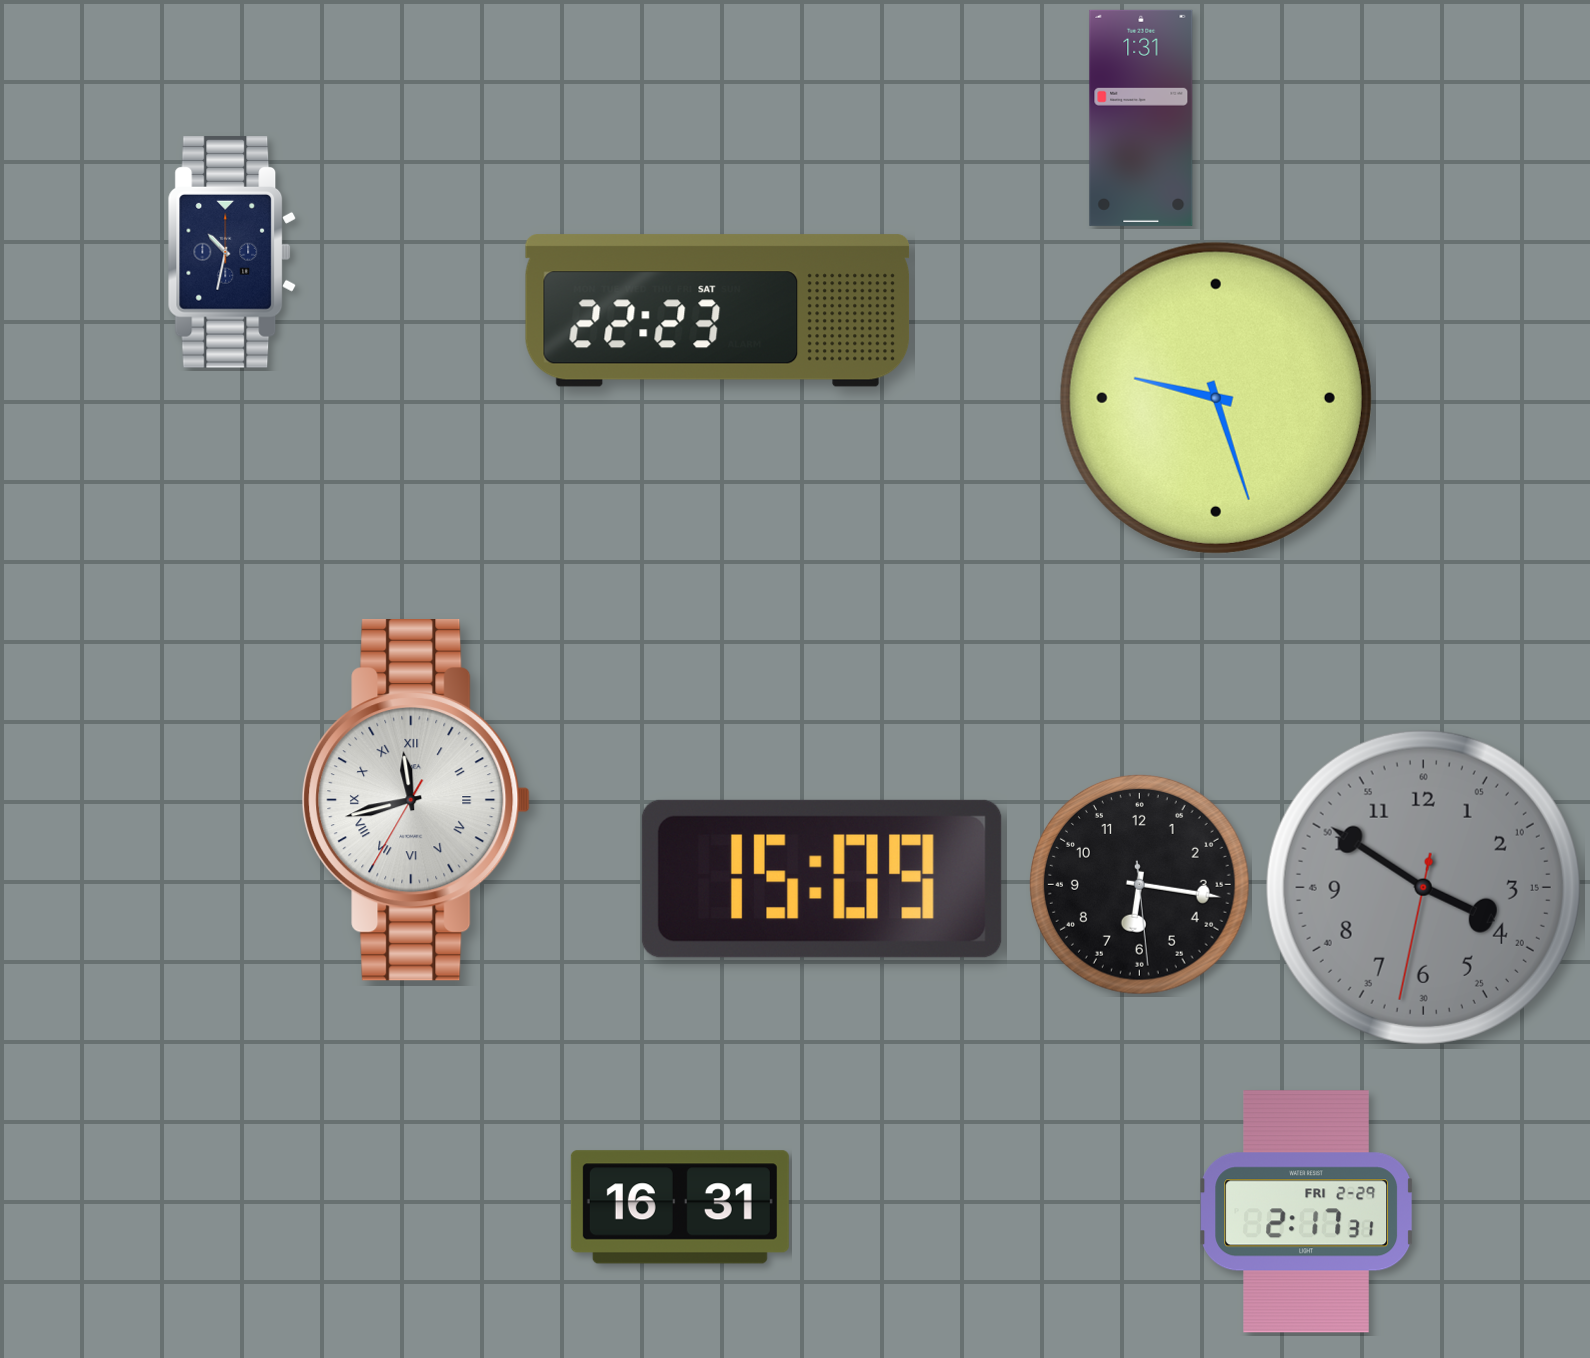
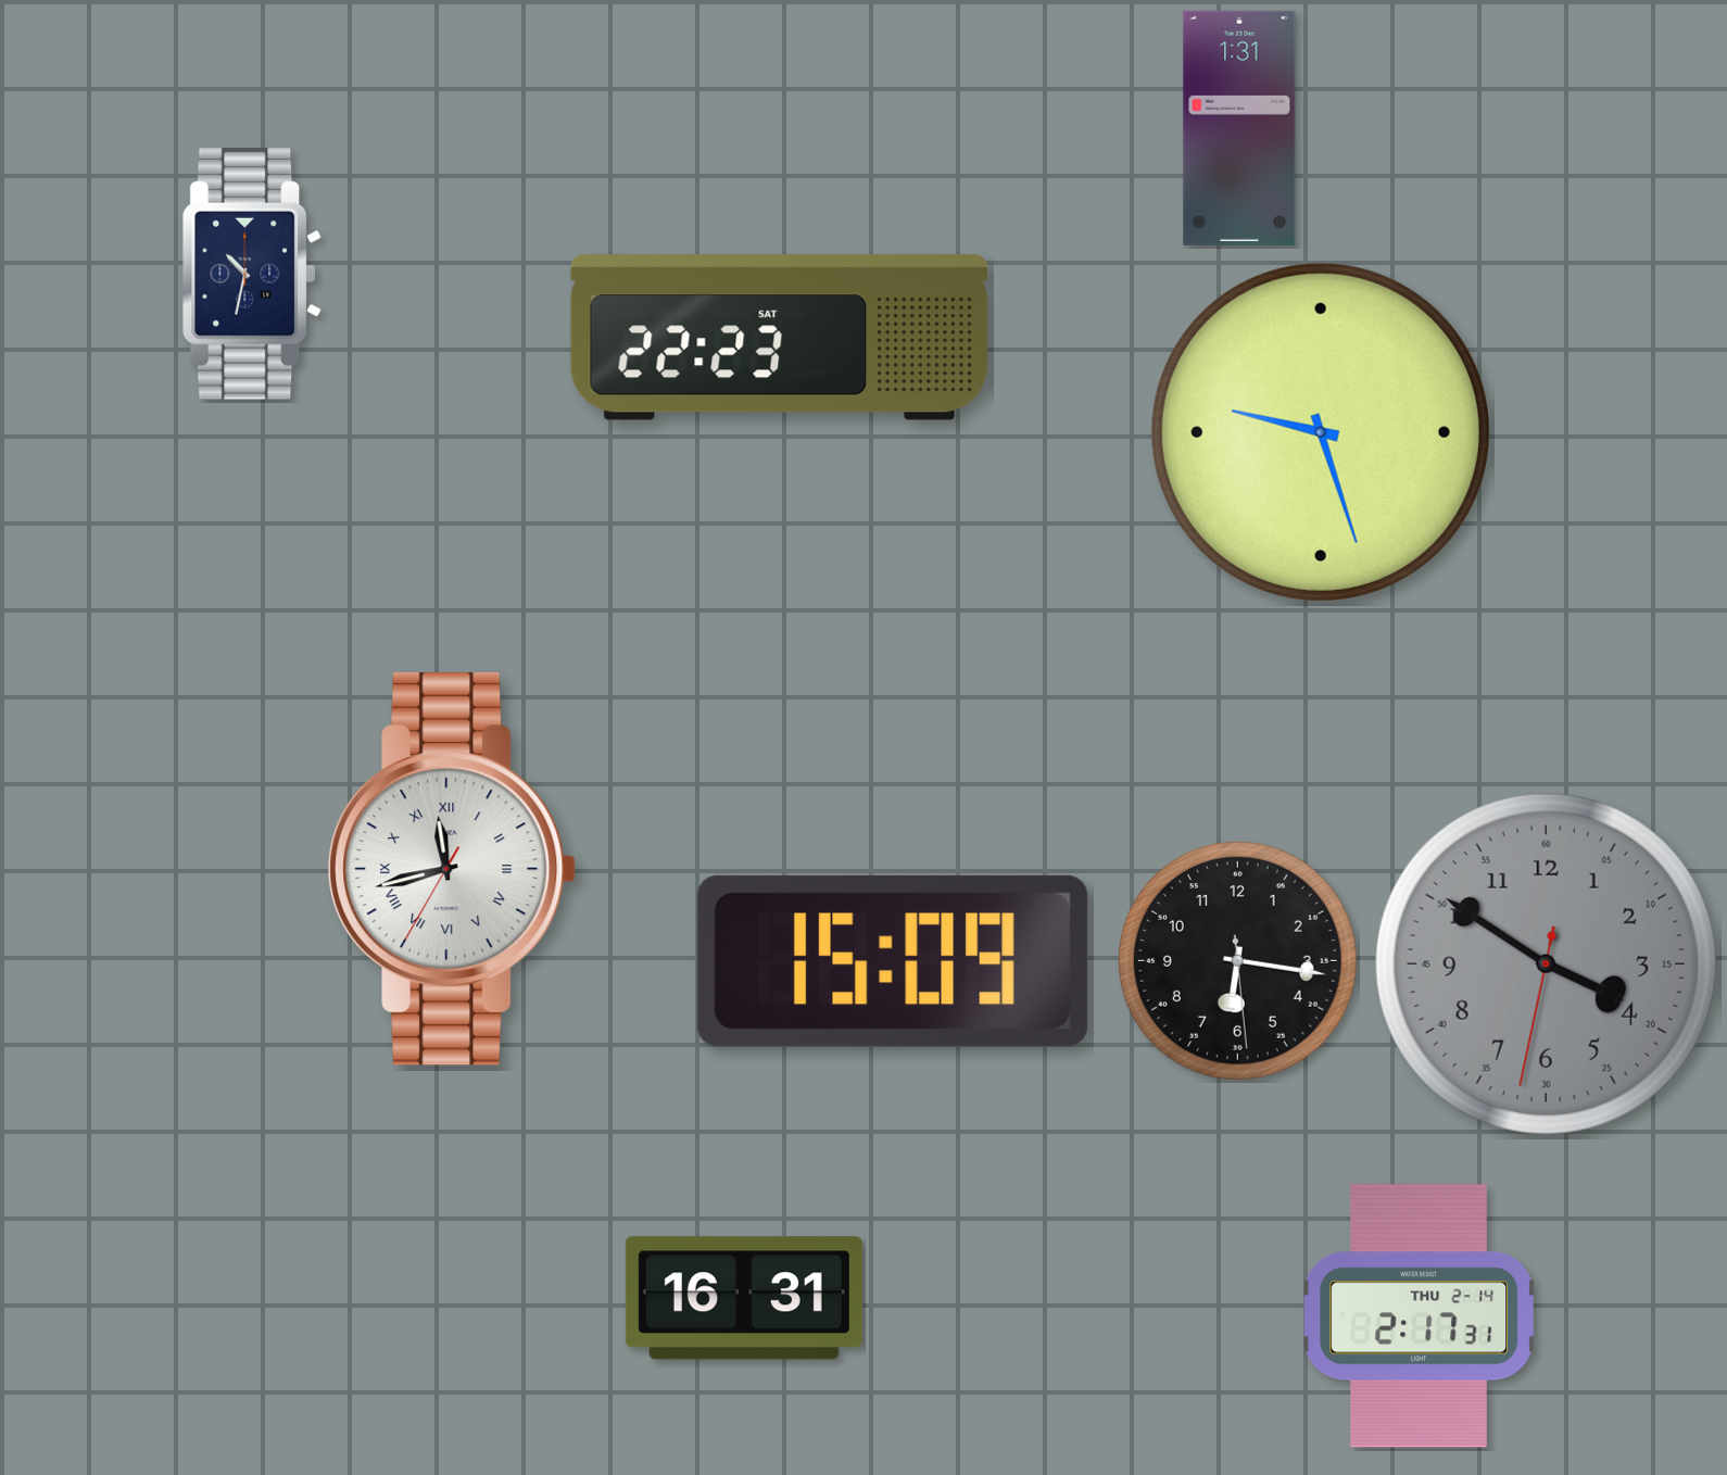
clock at (822, 879) position: (822, 879) -> (893, 961)
clock at (680, 1207) position: (680, 1207) -> (744, 1298)
clock at (1307, 1212) date: FRI 2-29 -> THU 2-14
